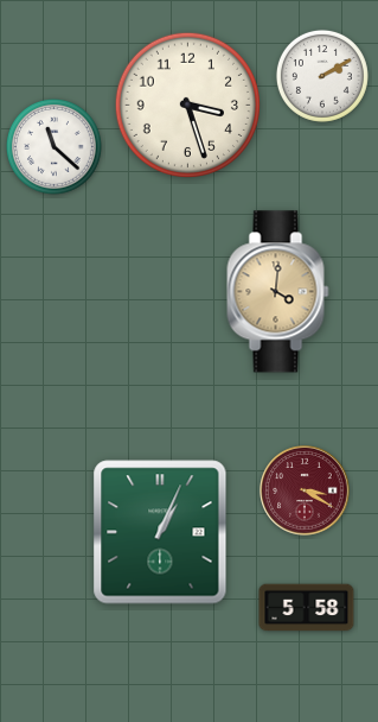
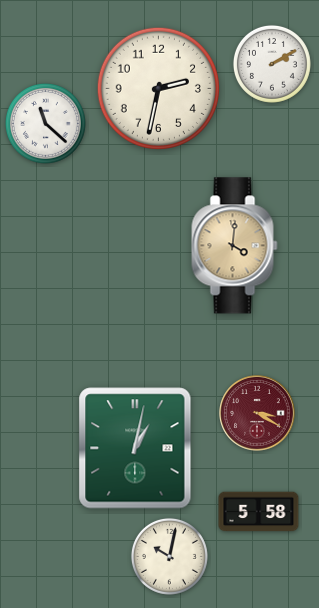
clock at (187, 104): 3:27 -> 2:32
clock at (160, 532): 1:04 -> 1:02
clock at (169, 556): none -> 10:02
